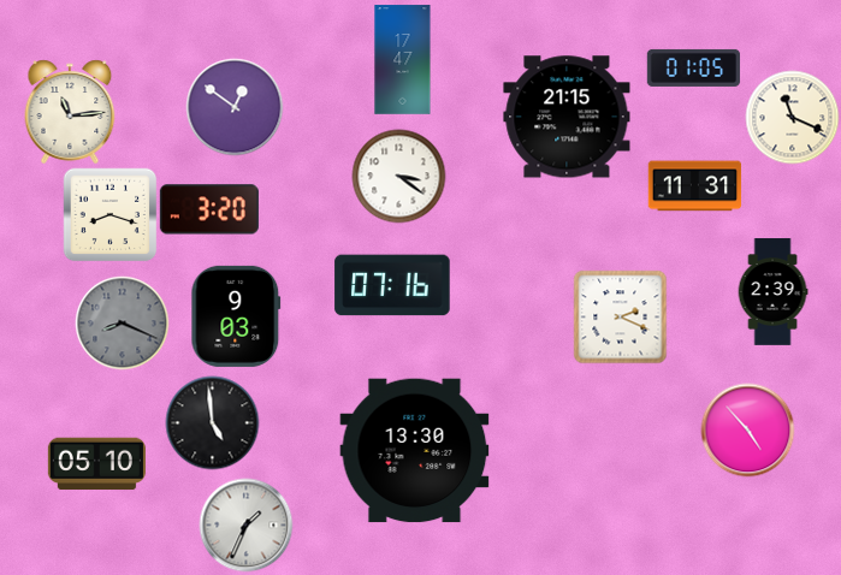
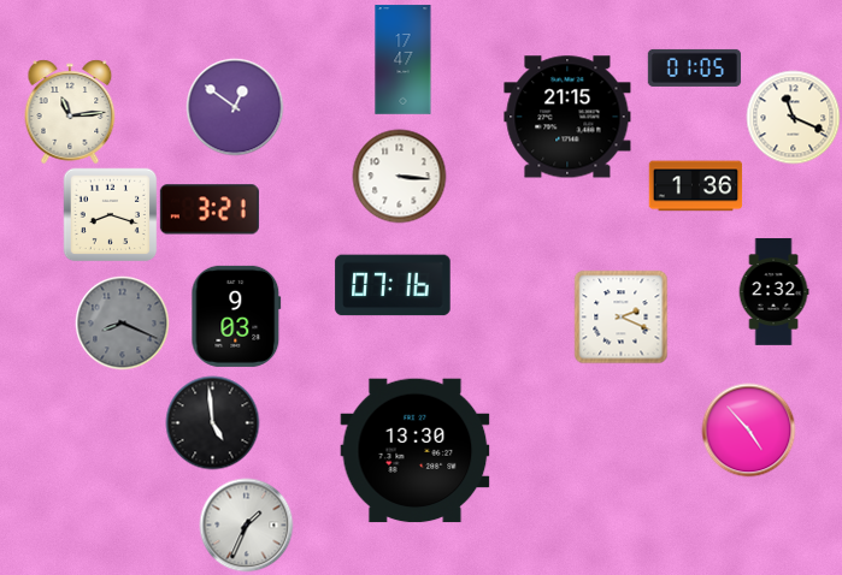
clock at (398, 176): 3:21 -> 3:16
clock at (694, 186): 11:31 -> 1:36
clock at (209, 209): 3:20 -> 3:21
clock at (772, 292): 2:39 -> 2:32
clock at (96, 464): 05:10 -> none
